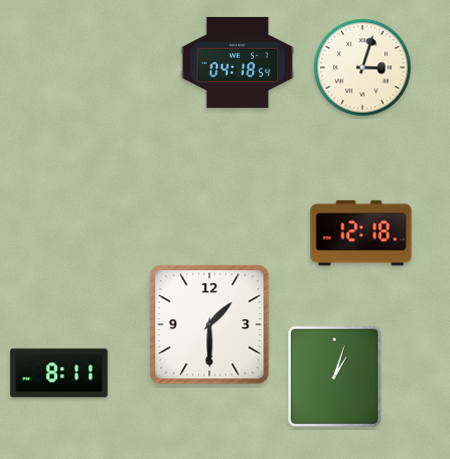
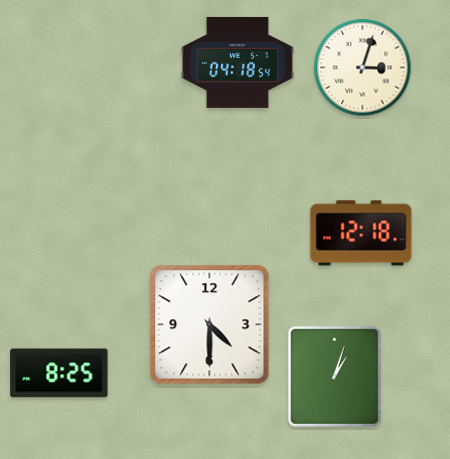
clock at (210, 325): 1:30 -> 4:30
clock at (59, 373): 8:11 -> 8:25
